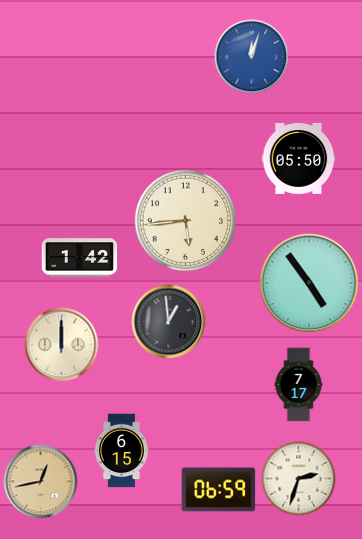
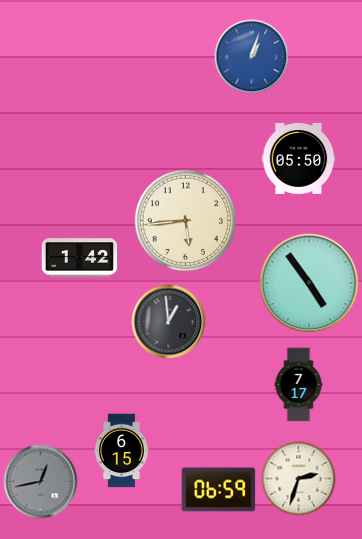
clock at (252, 57): 12:03 -> 1:03
clock at (62, 345): 12:00 -> none
clock at (41, 482) dial: champagne -> grey
